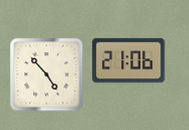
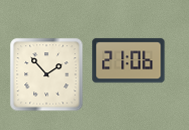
clock at (47, 75): 4:53 -> 1:53
